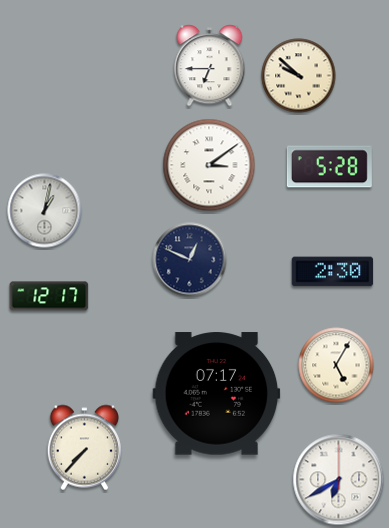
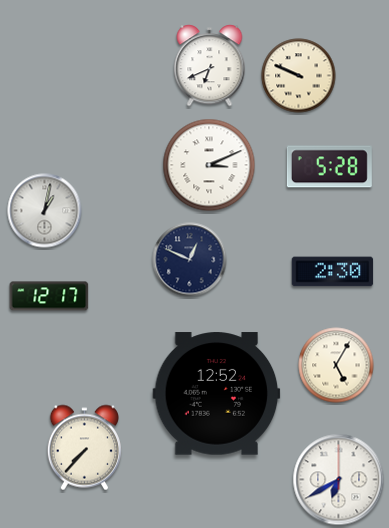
clock at (210, 66): 6:45 -> 6:41
clock at (299, 76): 9:52 -> 9:49
clock at (209, 165): 3:09 -> 3:11
clock at (217, 394): 07:17 -> 12:52
